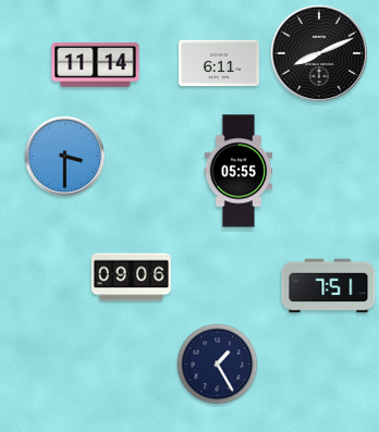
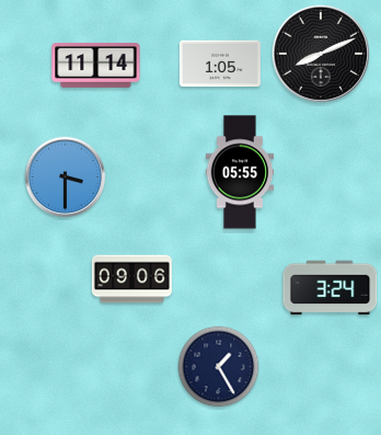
clock at (219, 63): 6:11 -> 1:05
clock at (65, 157) position: (65, 157) -> (66, 178)
clock at (329, 286): 7:51 -> 3:24
